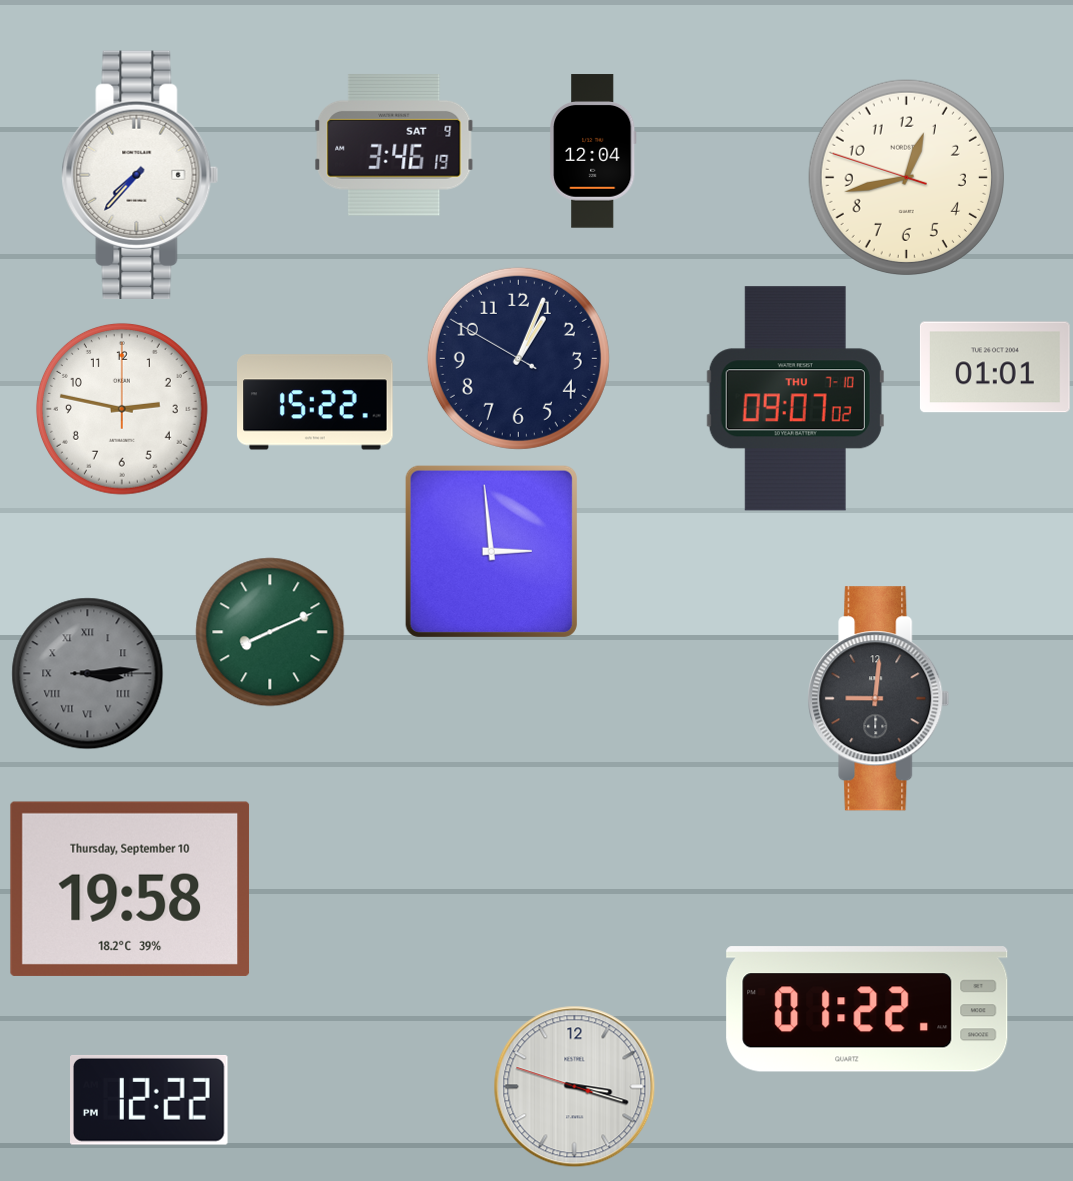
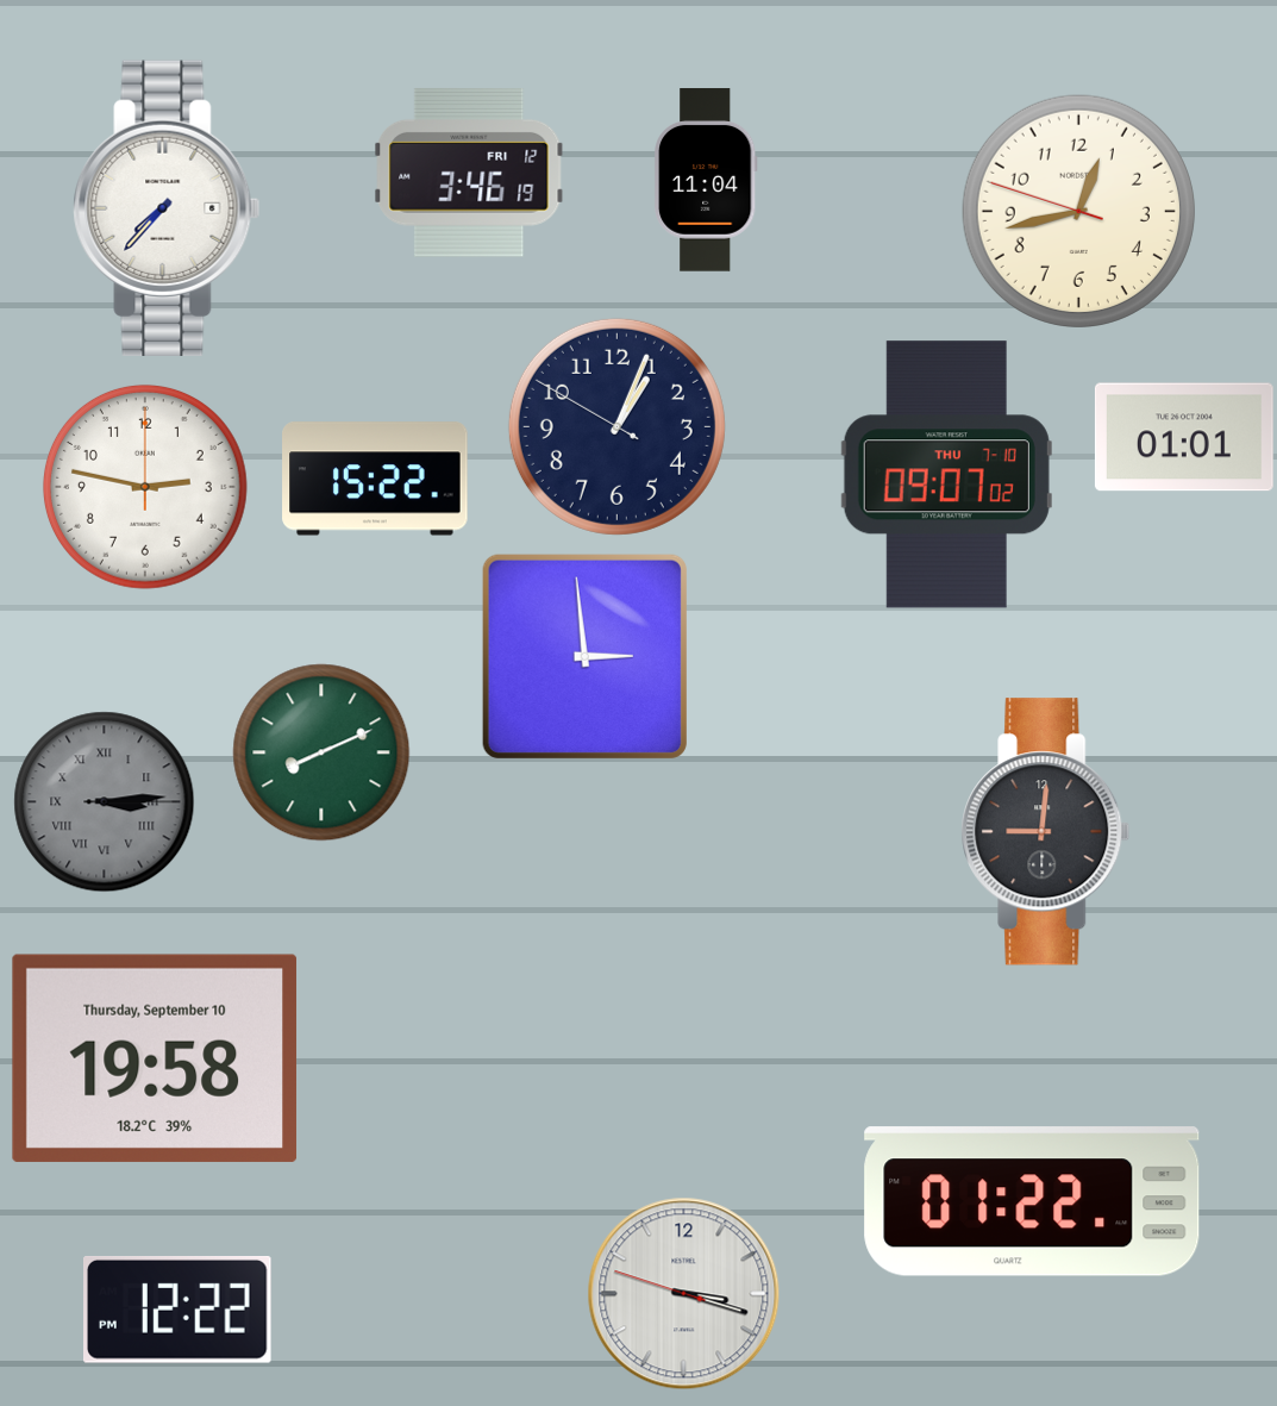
clock at (394, 145) date: SAT 9 -> FRI 12
clock at (594, 151): 12:04 -> 11:04
